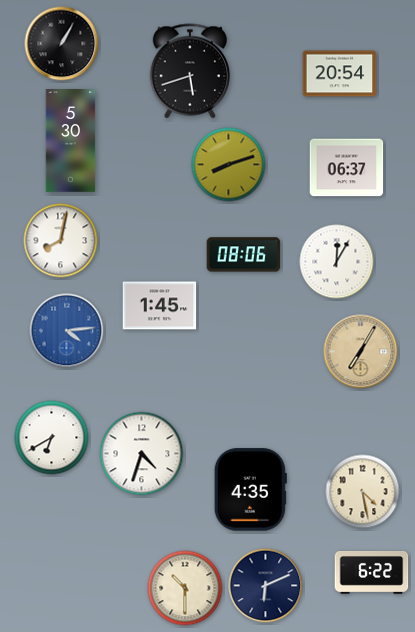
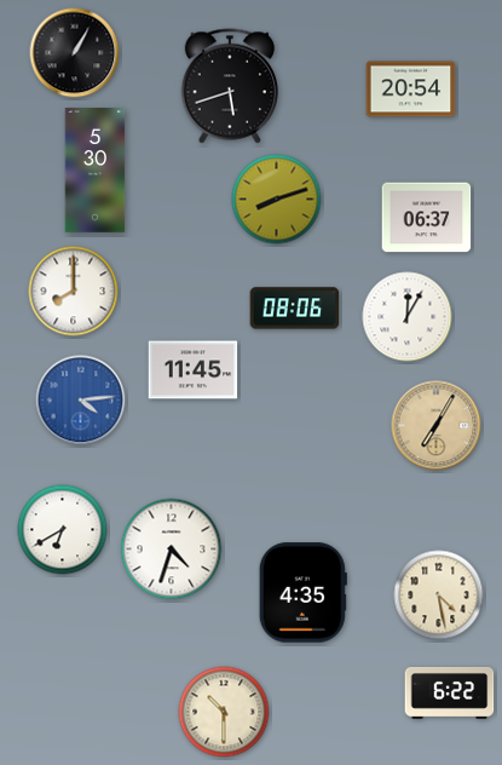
clock at (71, 141) position: (71, 141) -> (96, 171)
clock at (347, 168) position: (347, 168) -> (427, 218)
clock at (61, 241): 8:02 -> 8:00
clock at (160, 306): 1:45 -> 11:45
clock at (266, 586): 6:11 -> none
